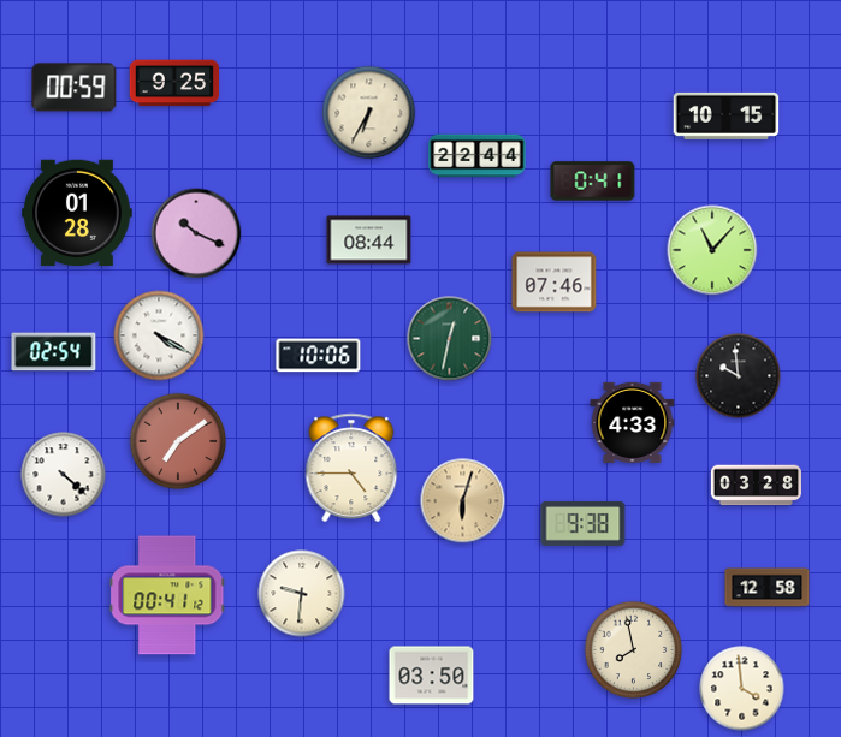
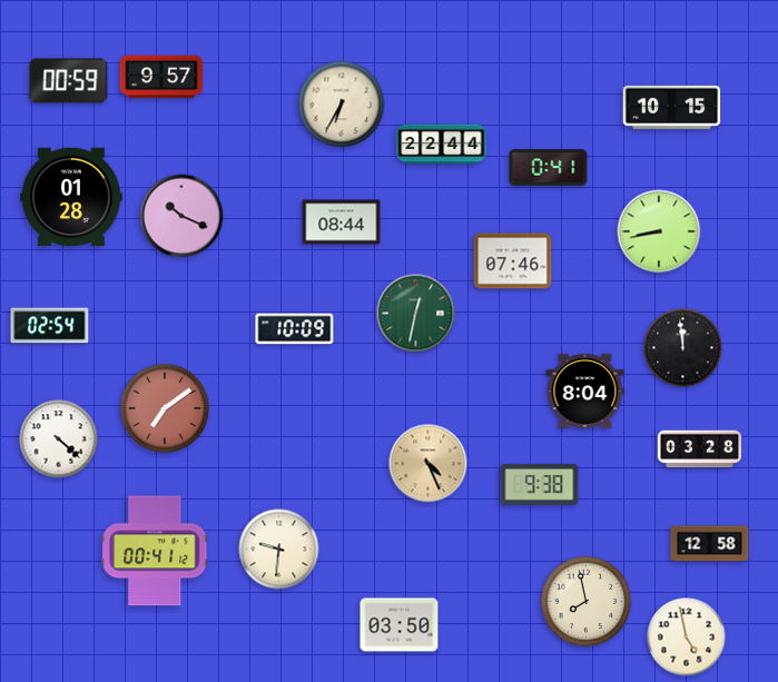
clock at (174, 83): 9:25 -> 9:57
clock at (712, 250): 11:07 -> 8:43
clock at (159, 335): 4:20 -> none
clock at (319, 356): 10:06 -> 10:09
clock at (739, 376): 9:59 -> 11:59
clock at (633, 422): 4:33 -> 8:04
clock at (351, 468): 4:45 -> none
clock at (463, 501): 6:03 -> 4:26
clock at (742, 689): 3:59 -> 4:58
